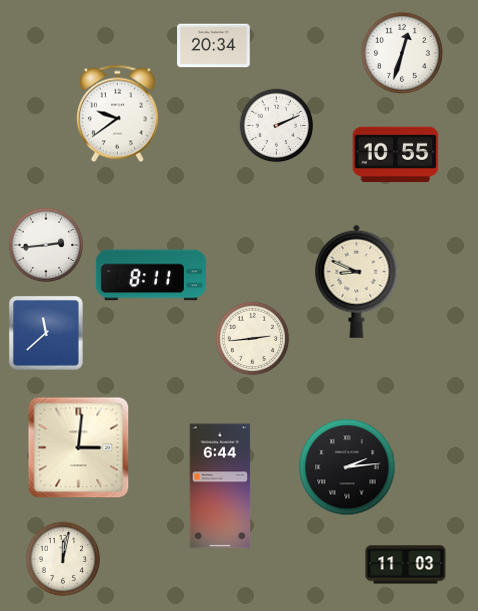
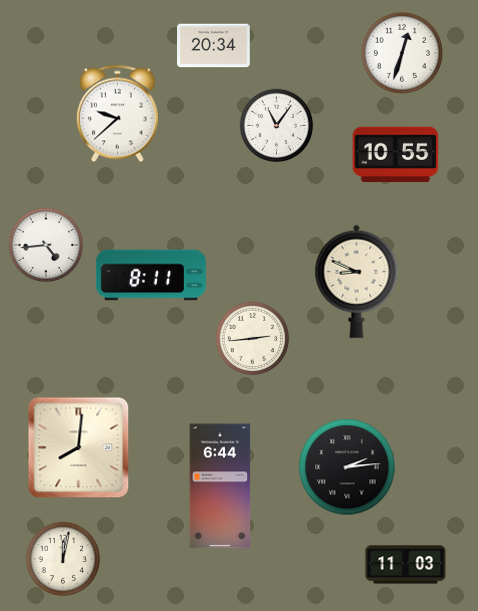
clock at (117, 114): 9:39 -> 9:38
clock at (277, 126): 2:11 -> 11:06
clock at (46, 245): 2:44 -> 4:44
clock at (46, 333): 11:38 -> none
clock at (79, 448): 3:01 -> 8:01
